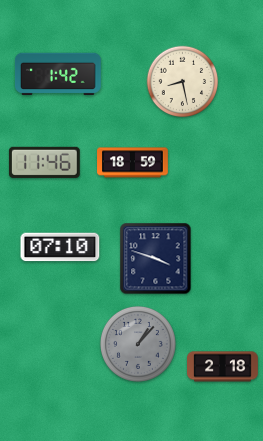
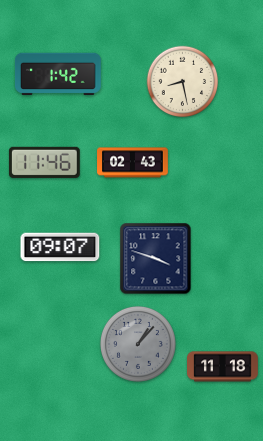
clock at (133, 163): 18:59 -> 02:43
clock at (60, 247): 07:10 -> 09:07
clock at (223, 367): 2:18 -> 11:18
